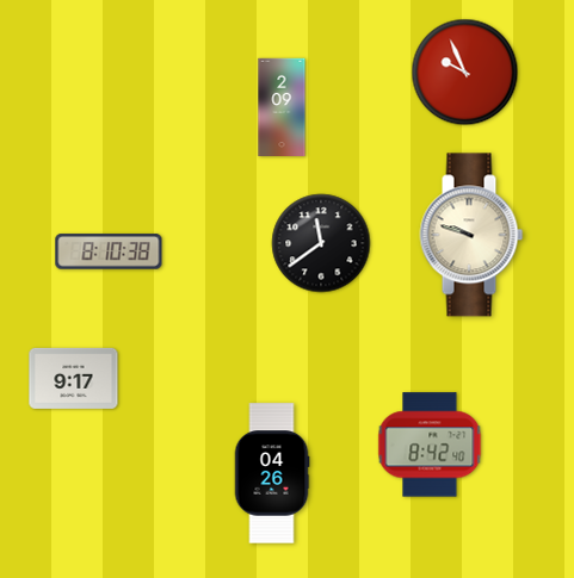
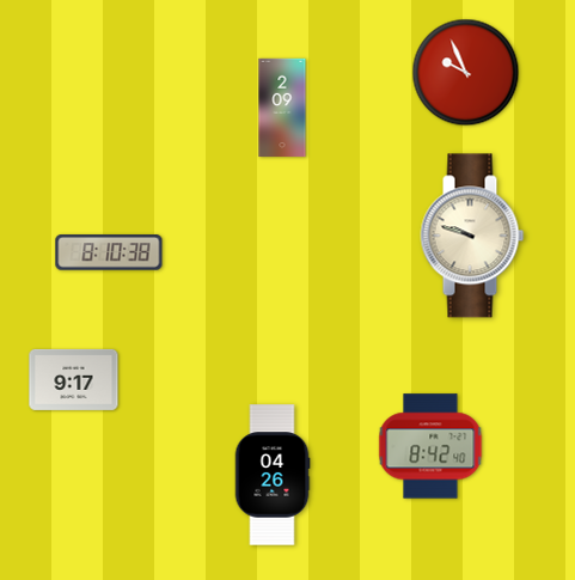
clock at (321, 243): 11:39 -> none
